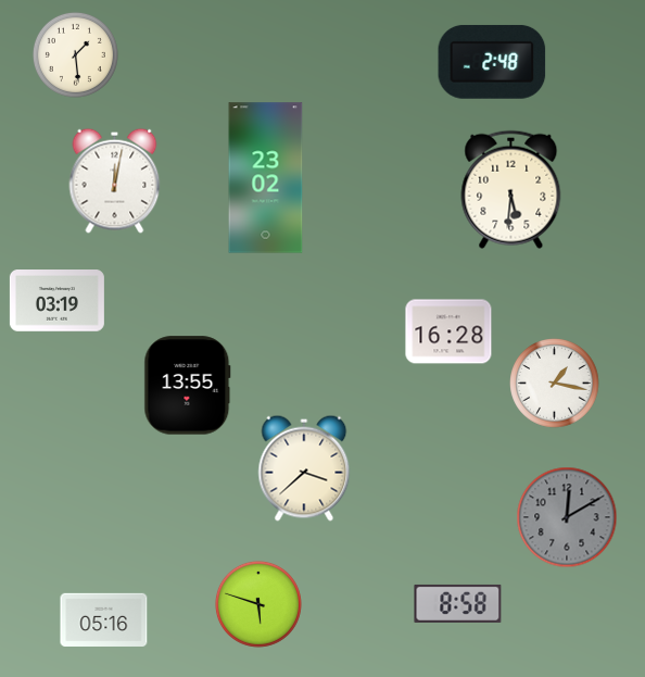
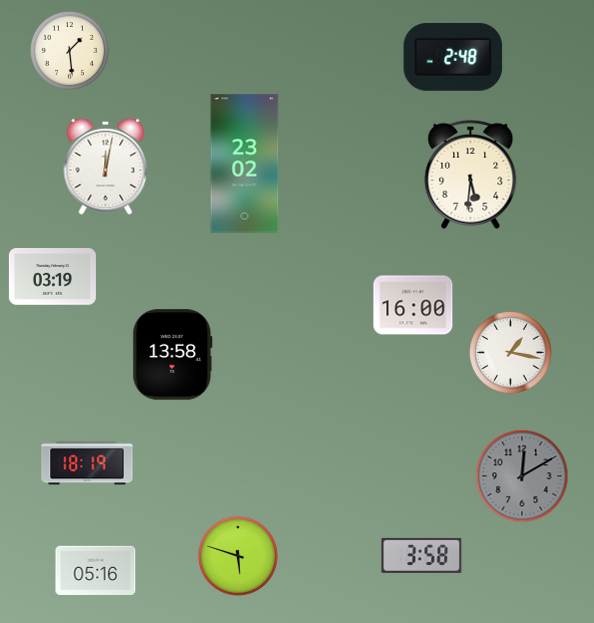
clock at (448, 331): 16:28 -> 16:00
clock at (188, 386): 13:55 -> 13:58
clock at (304, 468): 3:38 -> none
clock at (87, 463): none -> 18:19
clock at (458, 603): 8:58 -> 3:58
